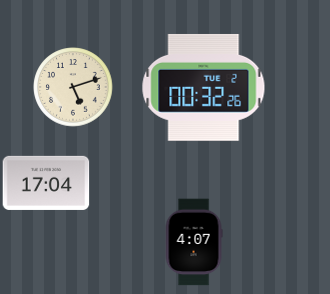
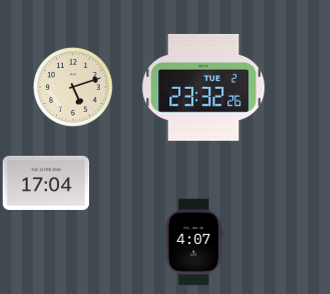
clock at (204, 87): 00:32 -> 23:32
